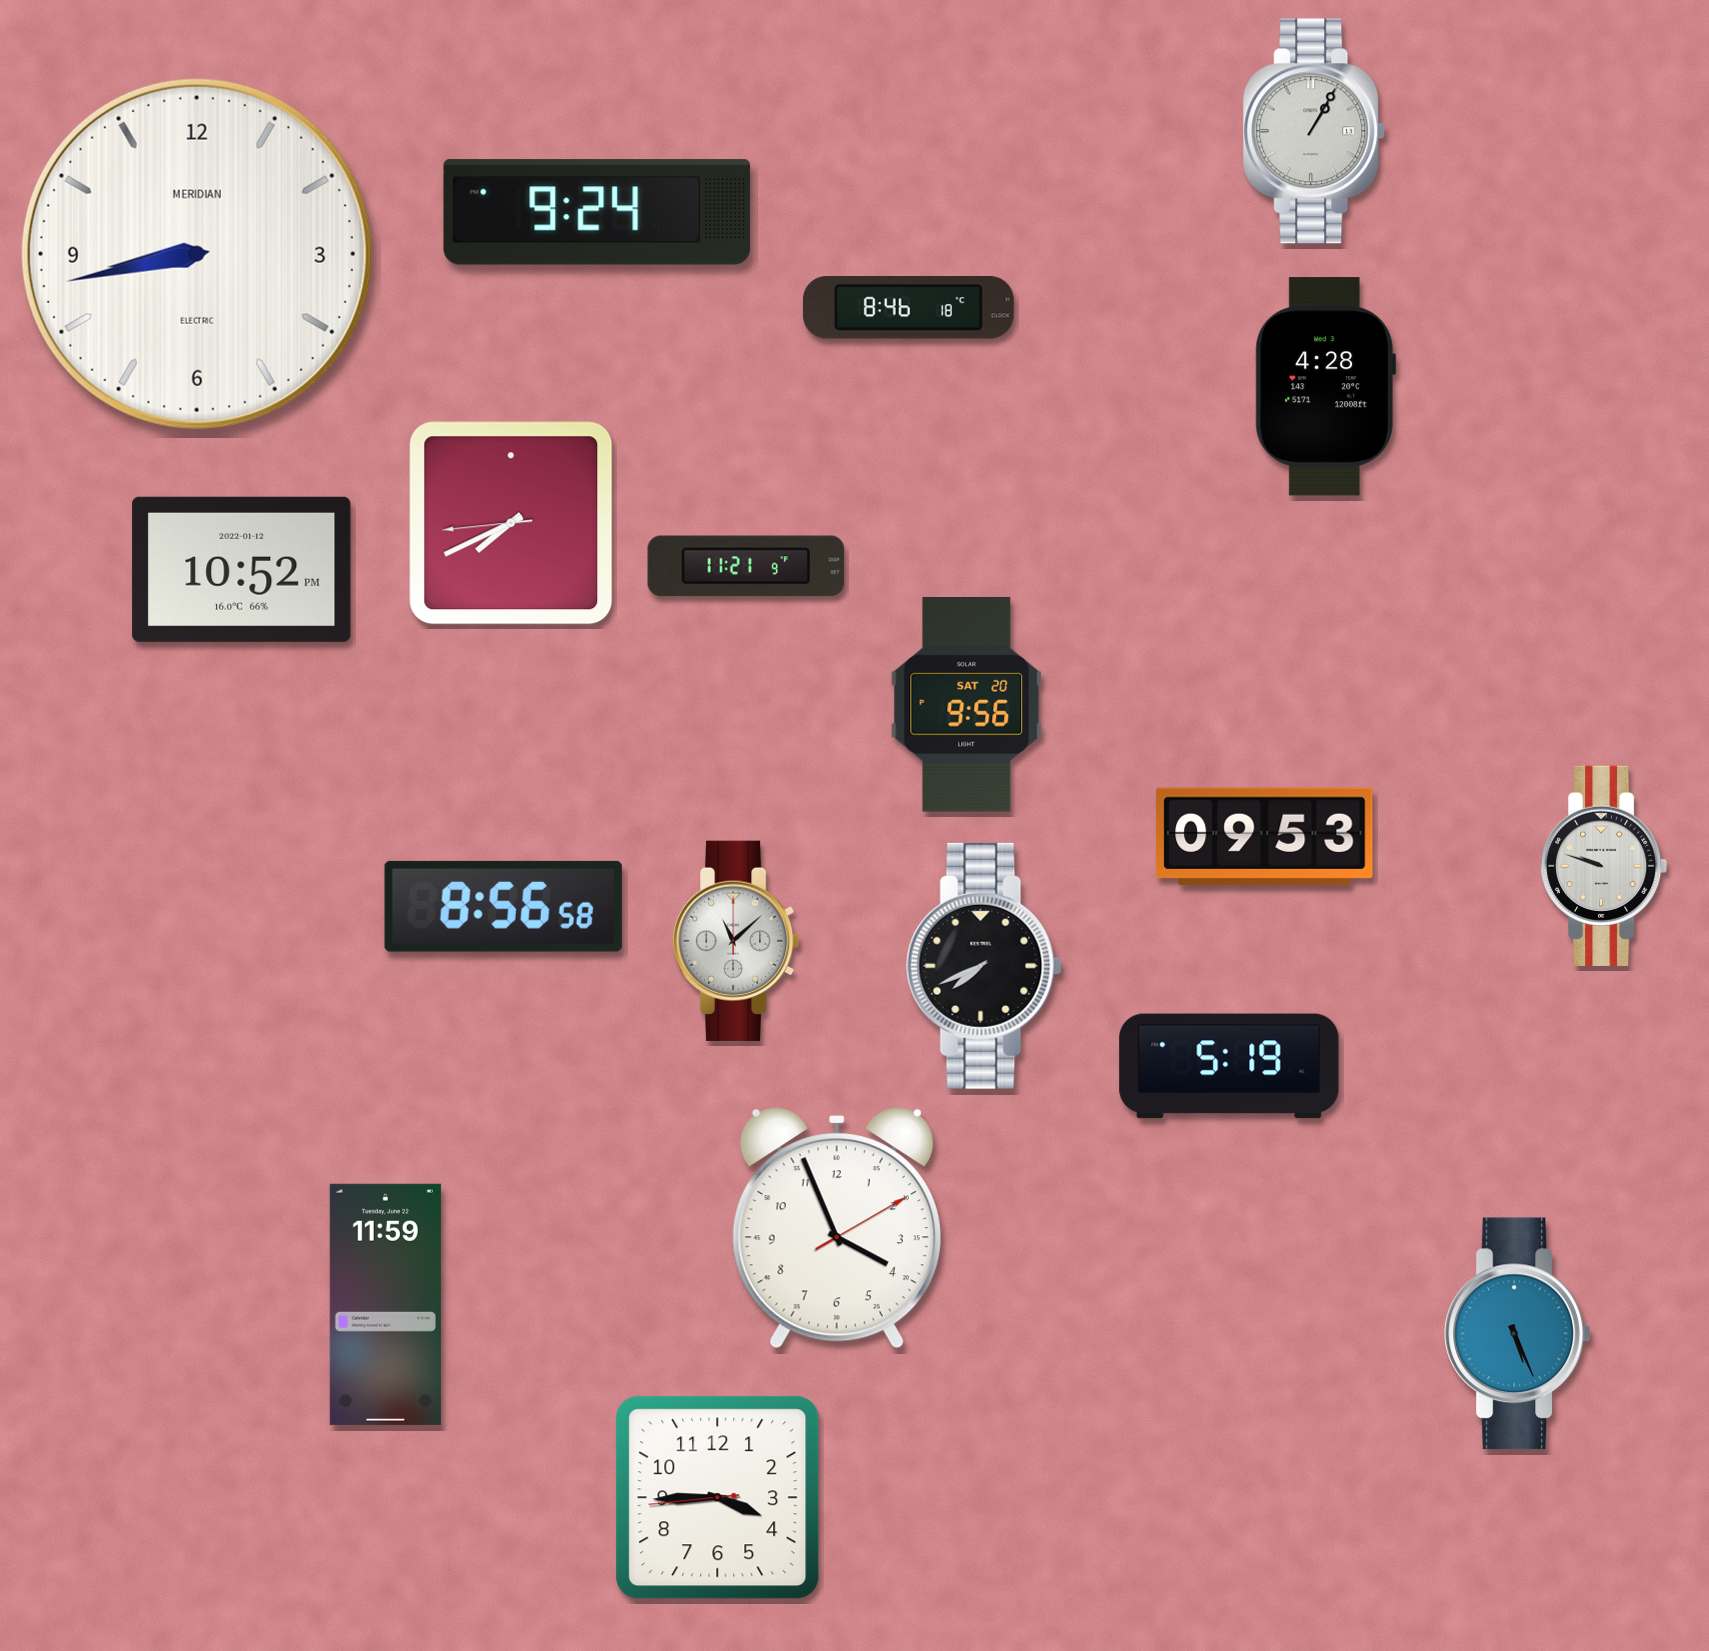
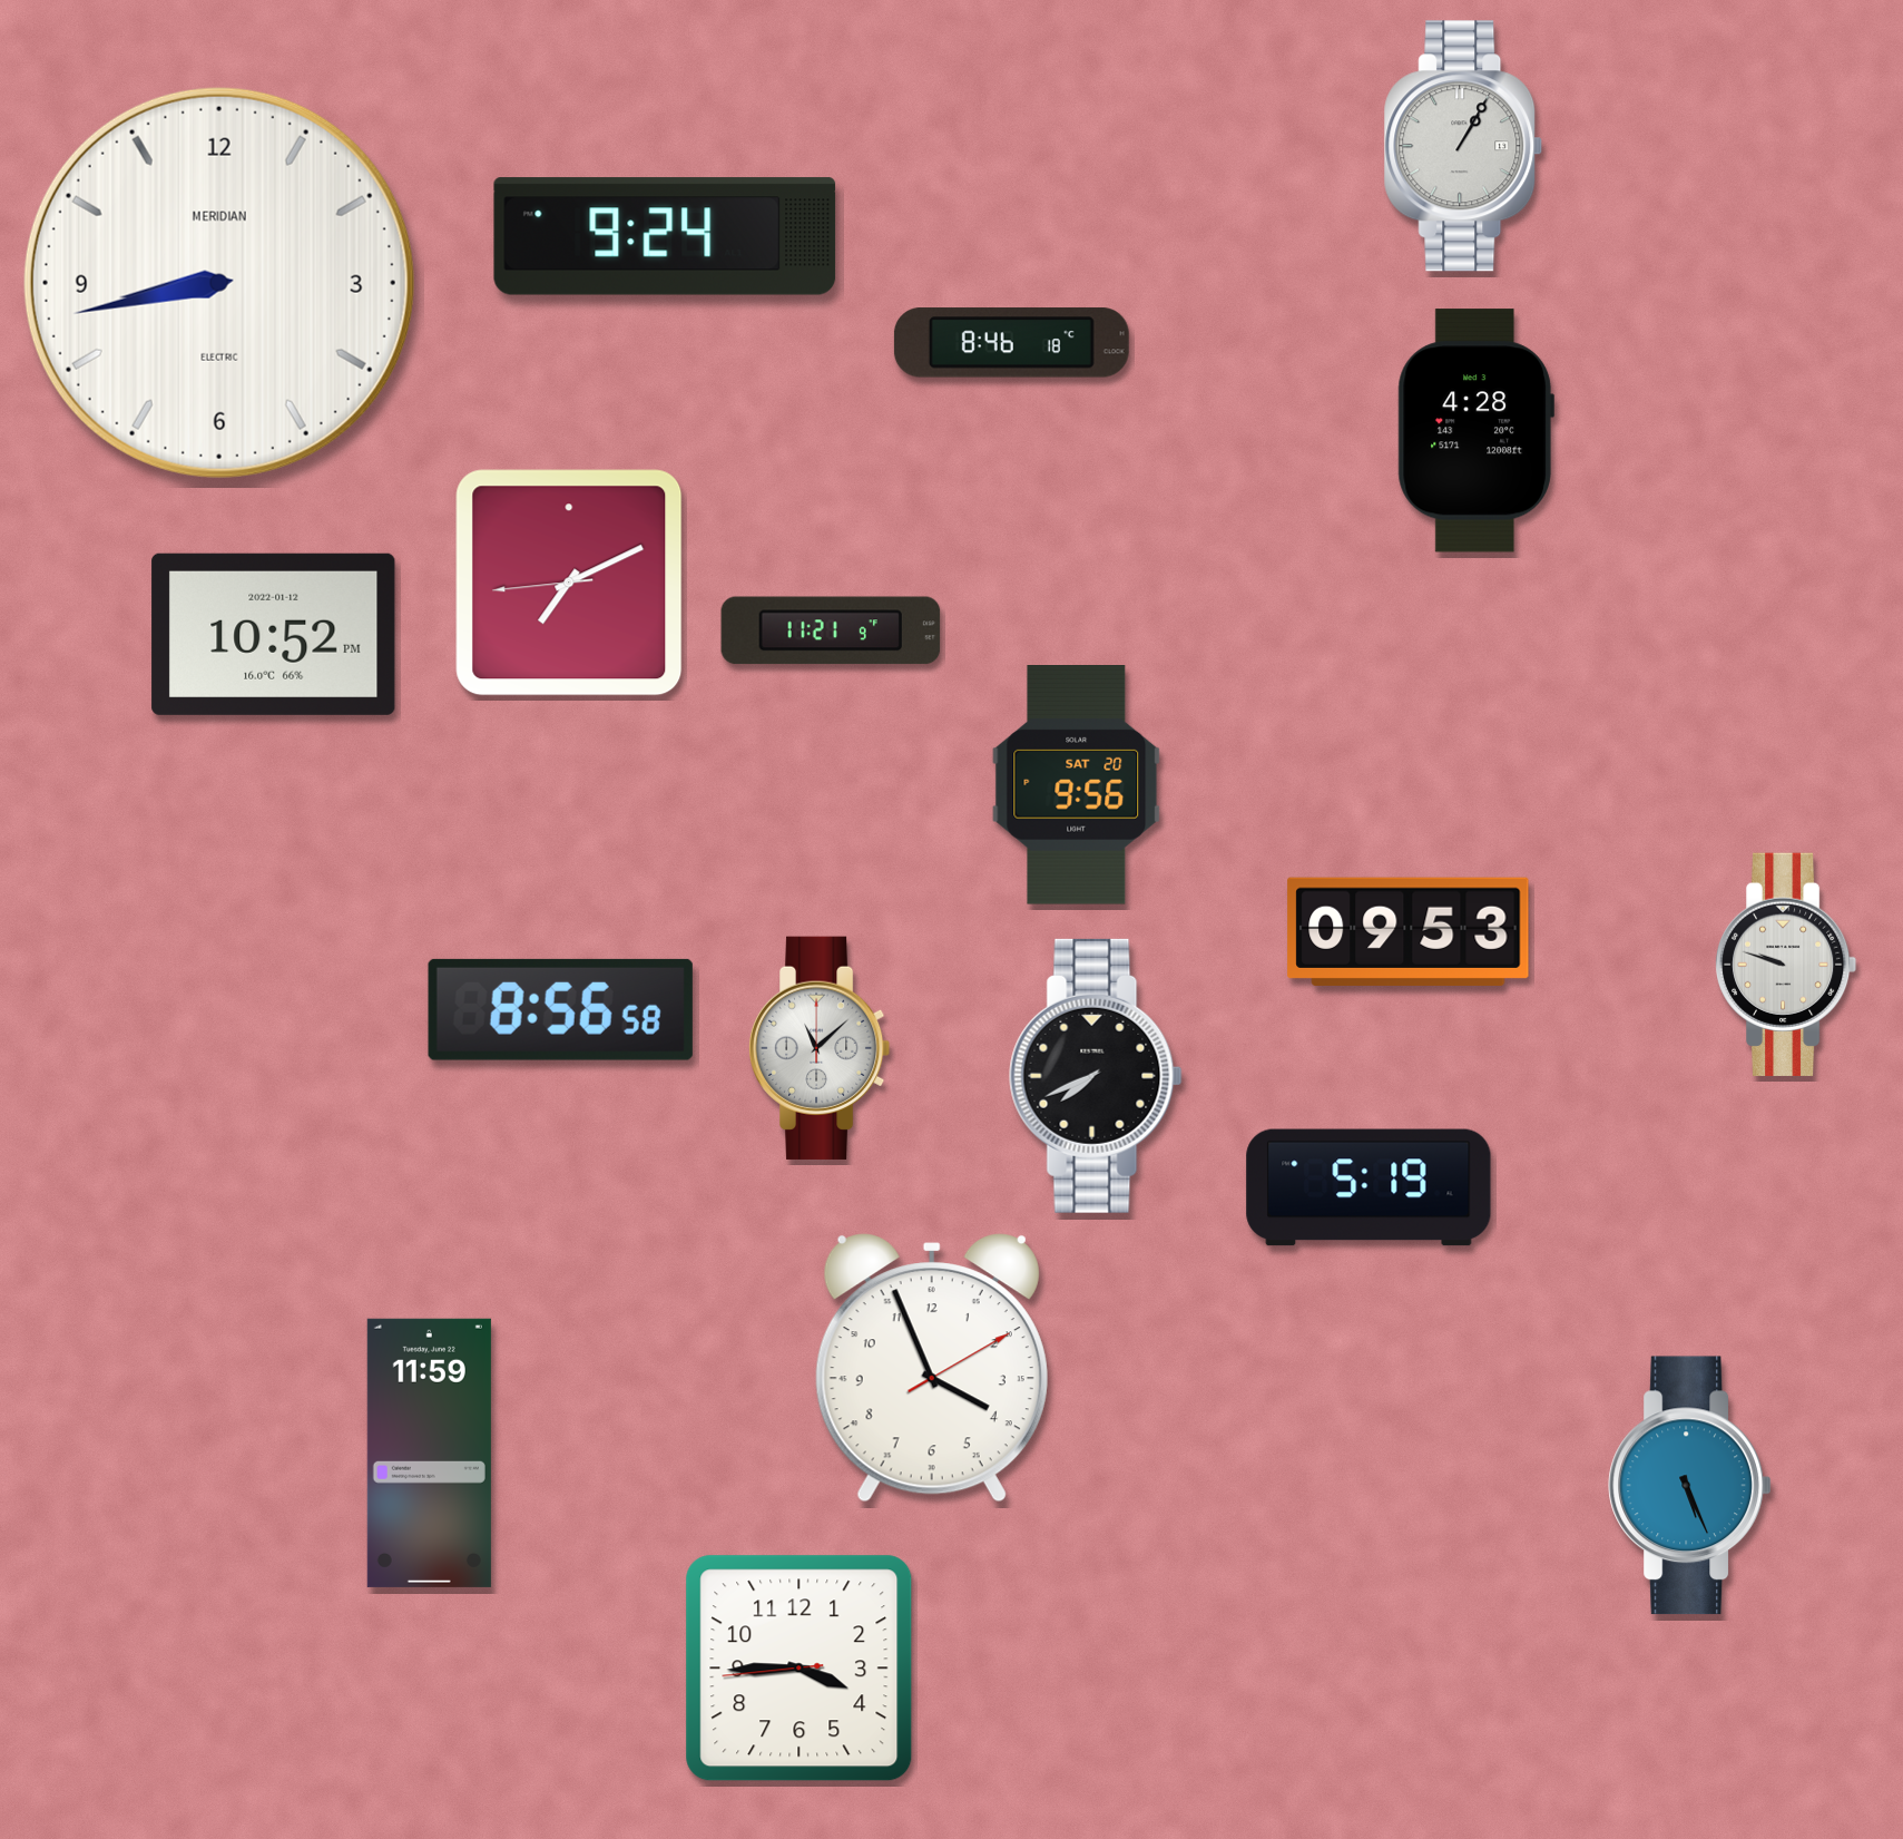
clock at (511, 523): 7:40 -> 7:10
clock at (242, 569) position: (242, 569) -> (274, 634)
